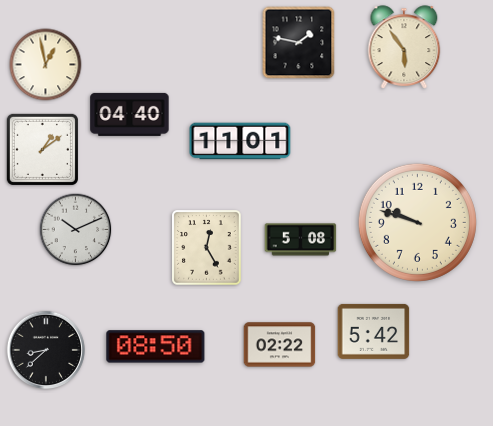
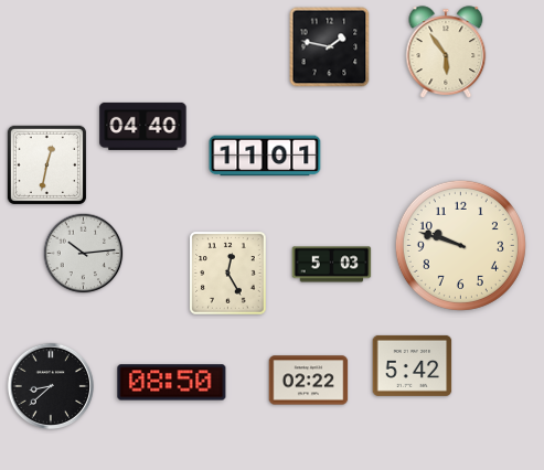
clock at (46, 65): 12:58 -> none
clock at (42, 149): 1:09 -> 12:32
clock at (76, 230): 10:11 -> 10:14
clock at (301, 240): 5:08 -> 5:03
